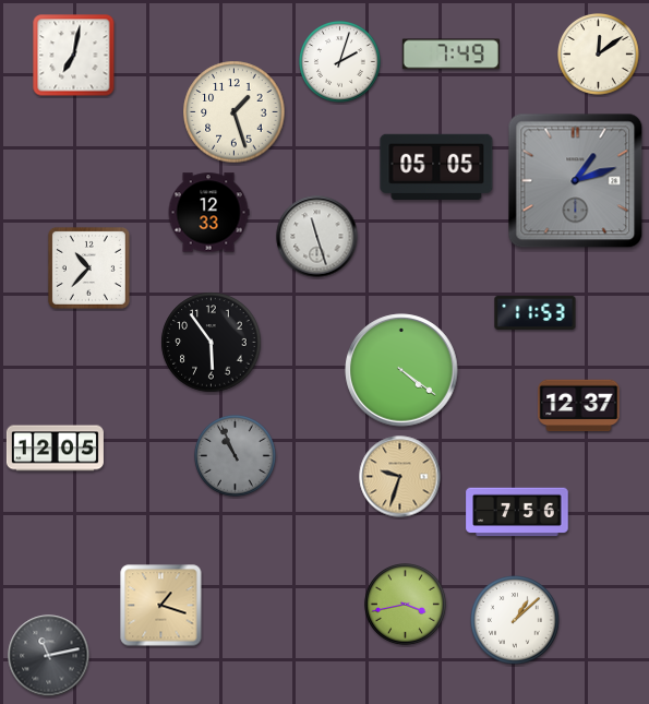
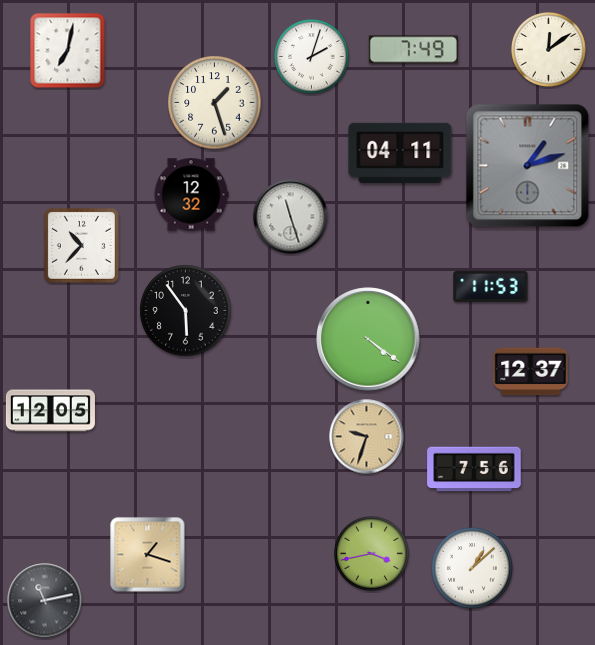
clock at (436, 166): 05:05 -> 04:11
clock at (208, 213): 12:33 -> 12:32
clock at (212, 343) position: (212, 343) -> (186, 311)
clock at (236, 456): 10:56 -> none
